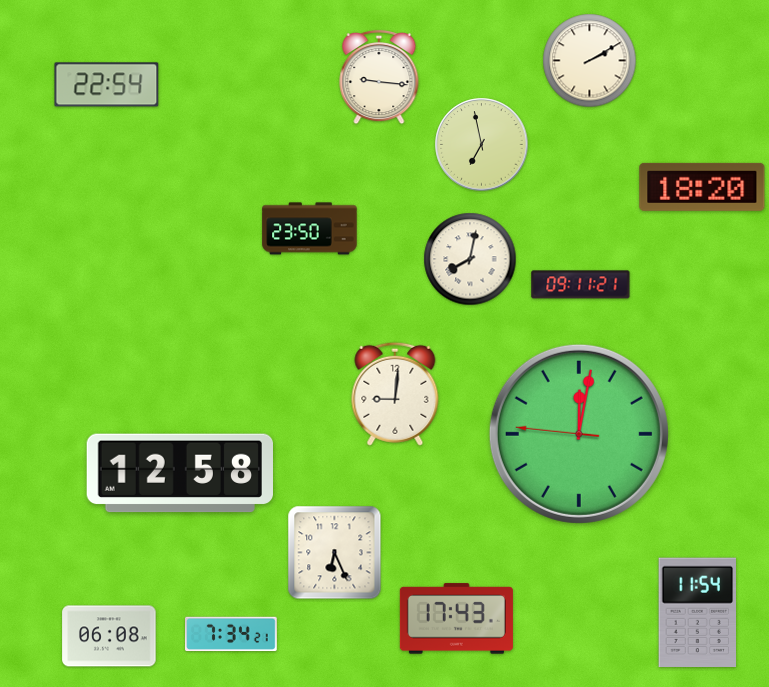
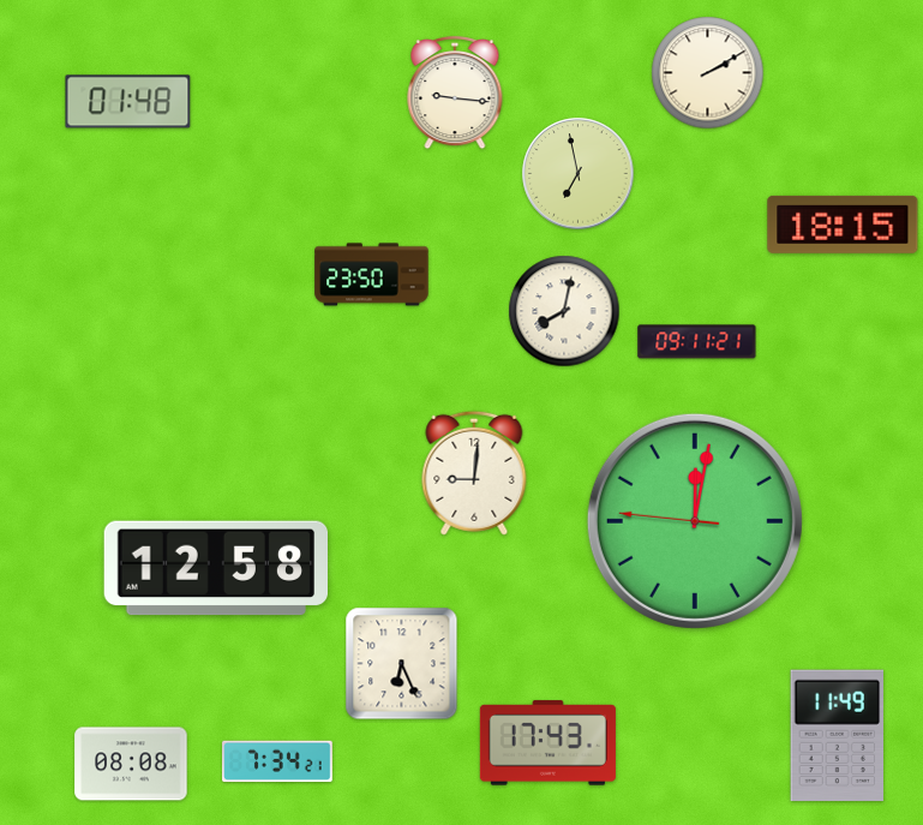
clock at (107, 85): 22:54 -> 01:48
clock at (702, 187): 18:20 -> 18:15
clock at (698, 612): 11:54 -> 11:49
clock at (109, 636): 06:08 -> 08:08
